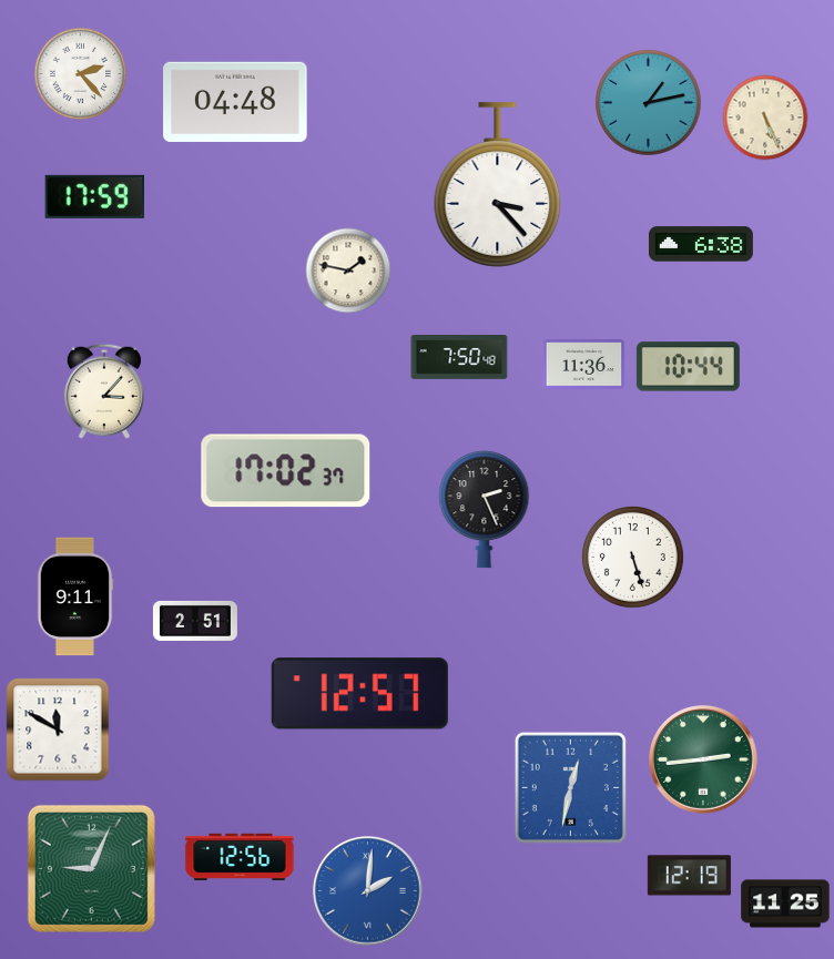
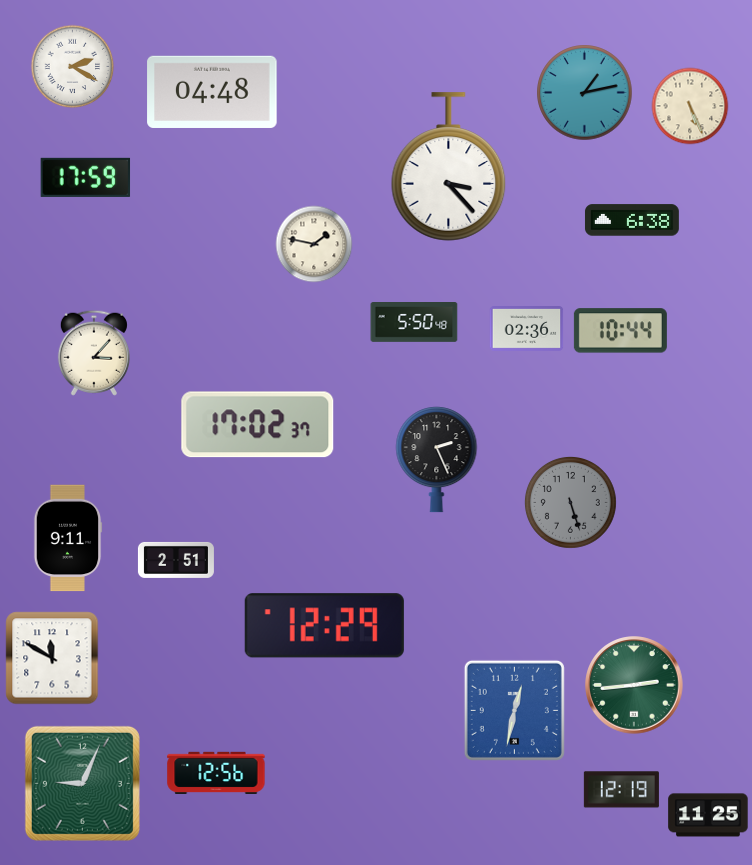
clock at (81, 74): 2:23 -> 2:20
clock at (459, 358): 7:50 -> 5:50
clock at (584, 365): 11:36 -> 02:36
clock at (632, 557) dial: white -> grey
clock at (359, 694): 12:57 -> 12:29
clock at (368, 891): 2:01 -> none
